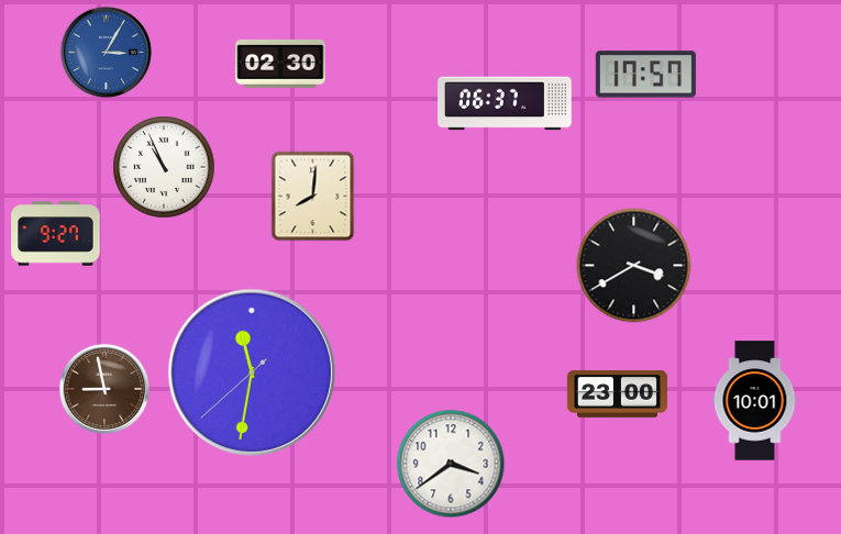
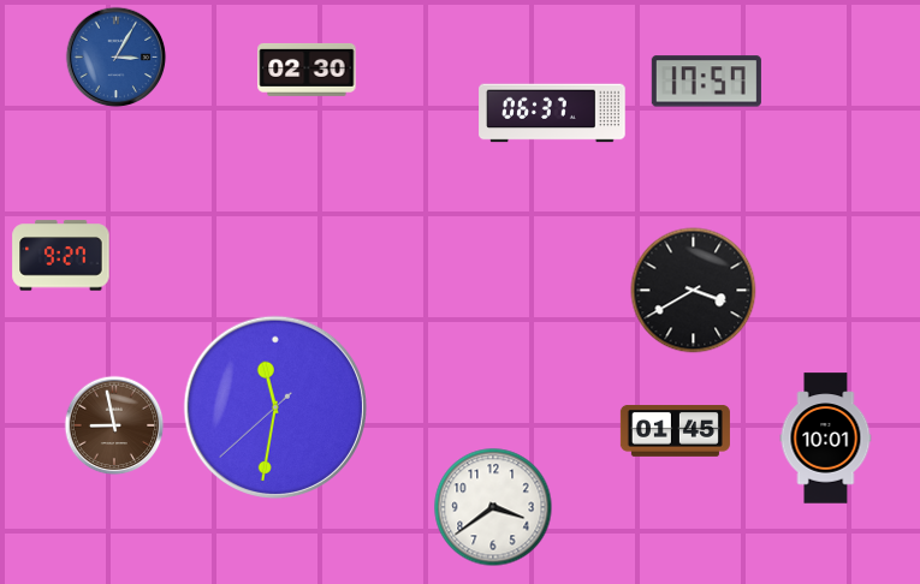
clock at (164, 167): 10:56 -> none
clock at (313, 197): 8:01 -> none
clock at (617, 394): 23:00 -> 01:45
